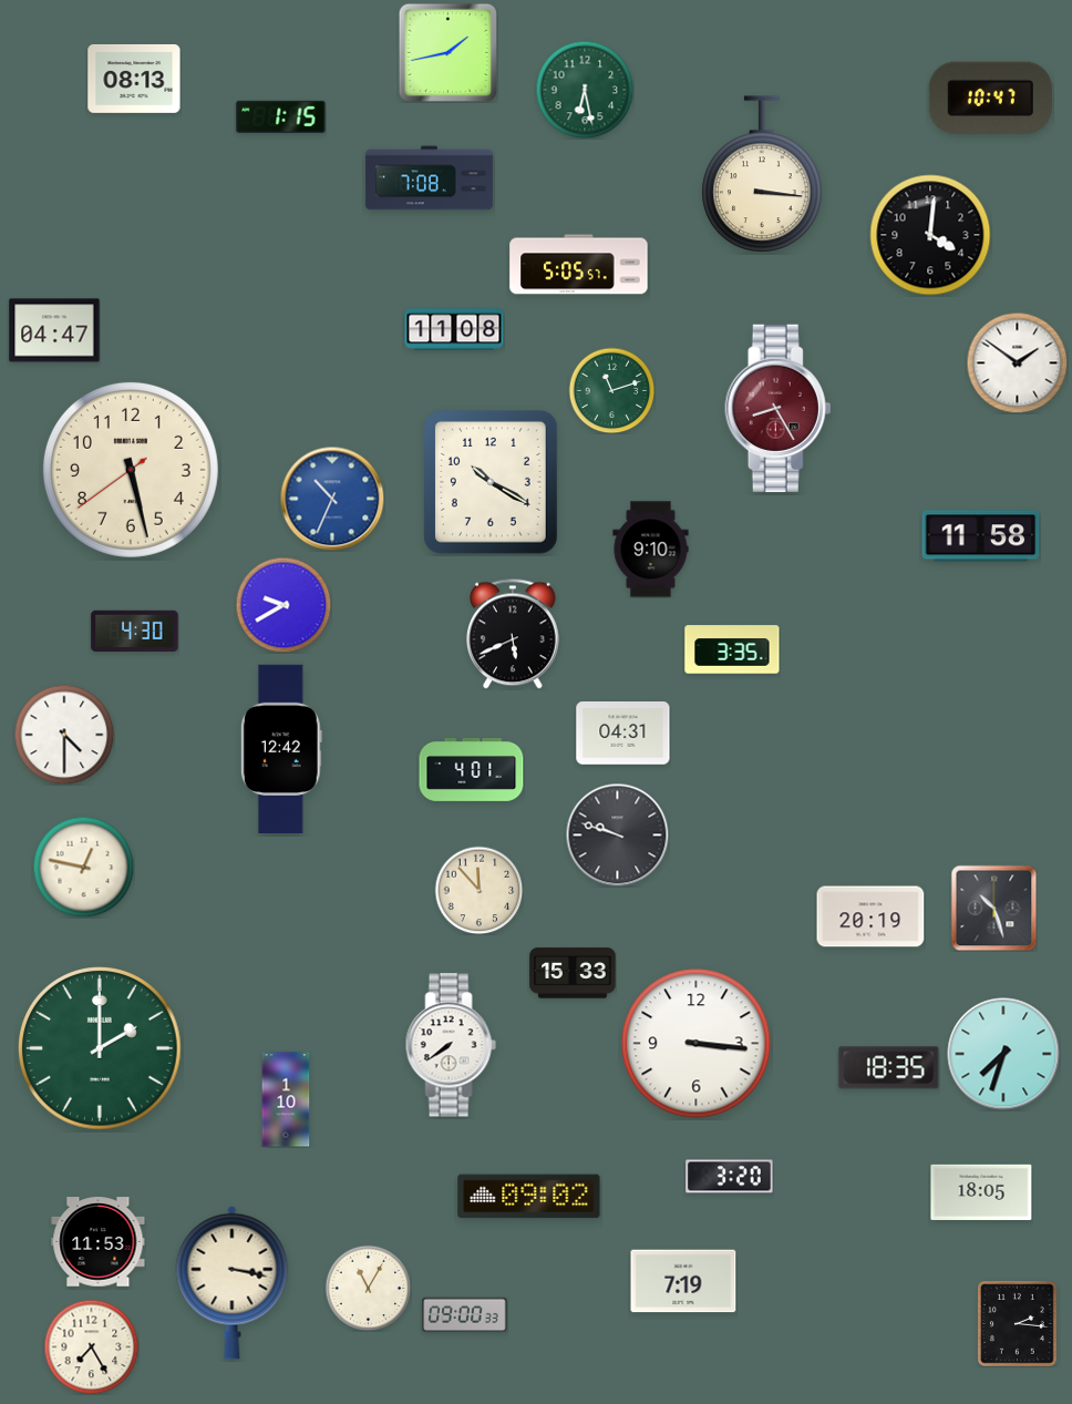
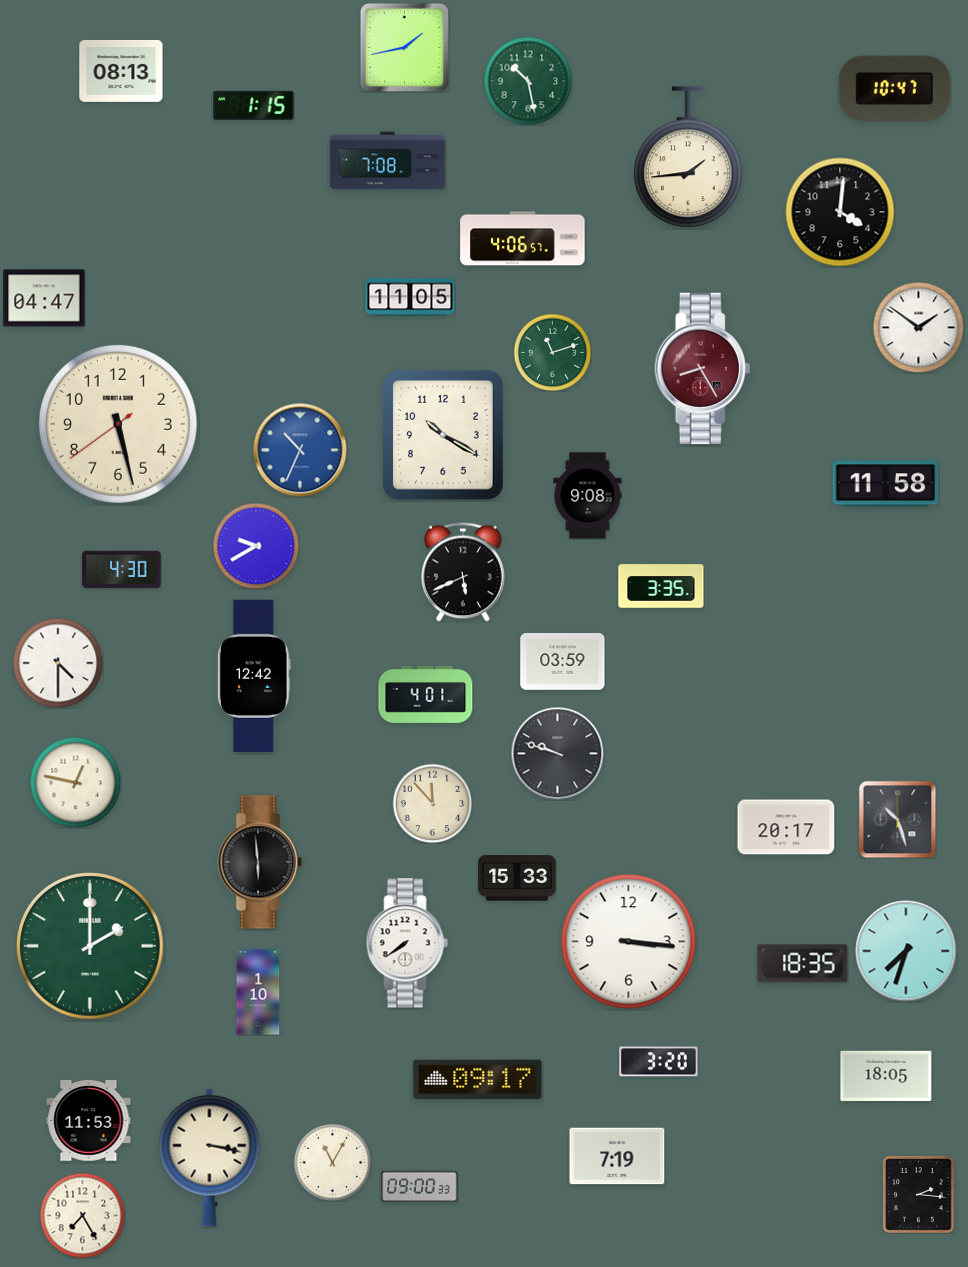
clock at (585, 90): 6:28 -> 10:28
clock at (762, 175): 3:16 -> 1:44
clock at (579, 265): 5:05 -> 4:06
clock at (454, 329): 11:08 -> 11:05
clock at (54, 330) position: (54, 330) -> (44, 298)
clock at (651, 550): 9:10 -> 9:08
clock at (623, 734): 04:31 -> 03:59
clock at (870, 916): 20:19 -> 20:17
clock at (260, 862): none -> 5:59
clock at (529, 1197): 09:02 -> 09:17
